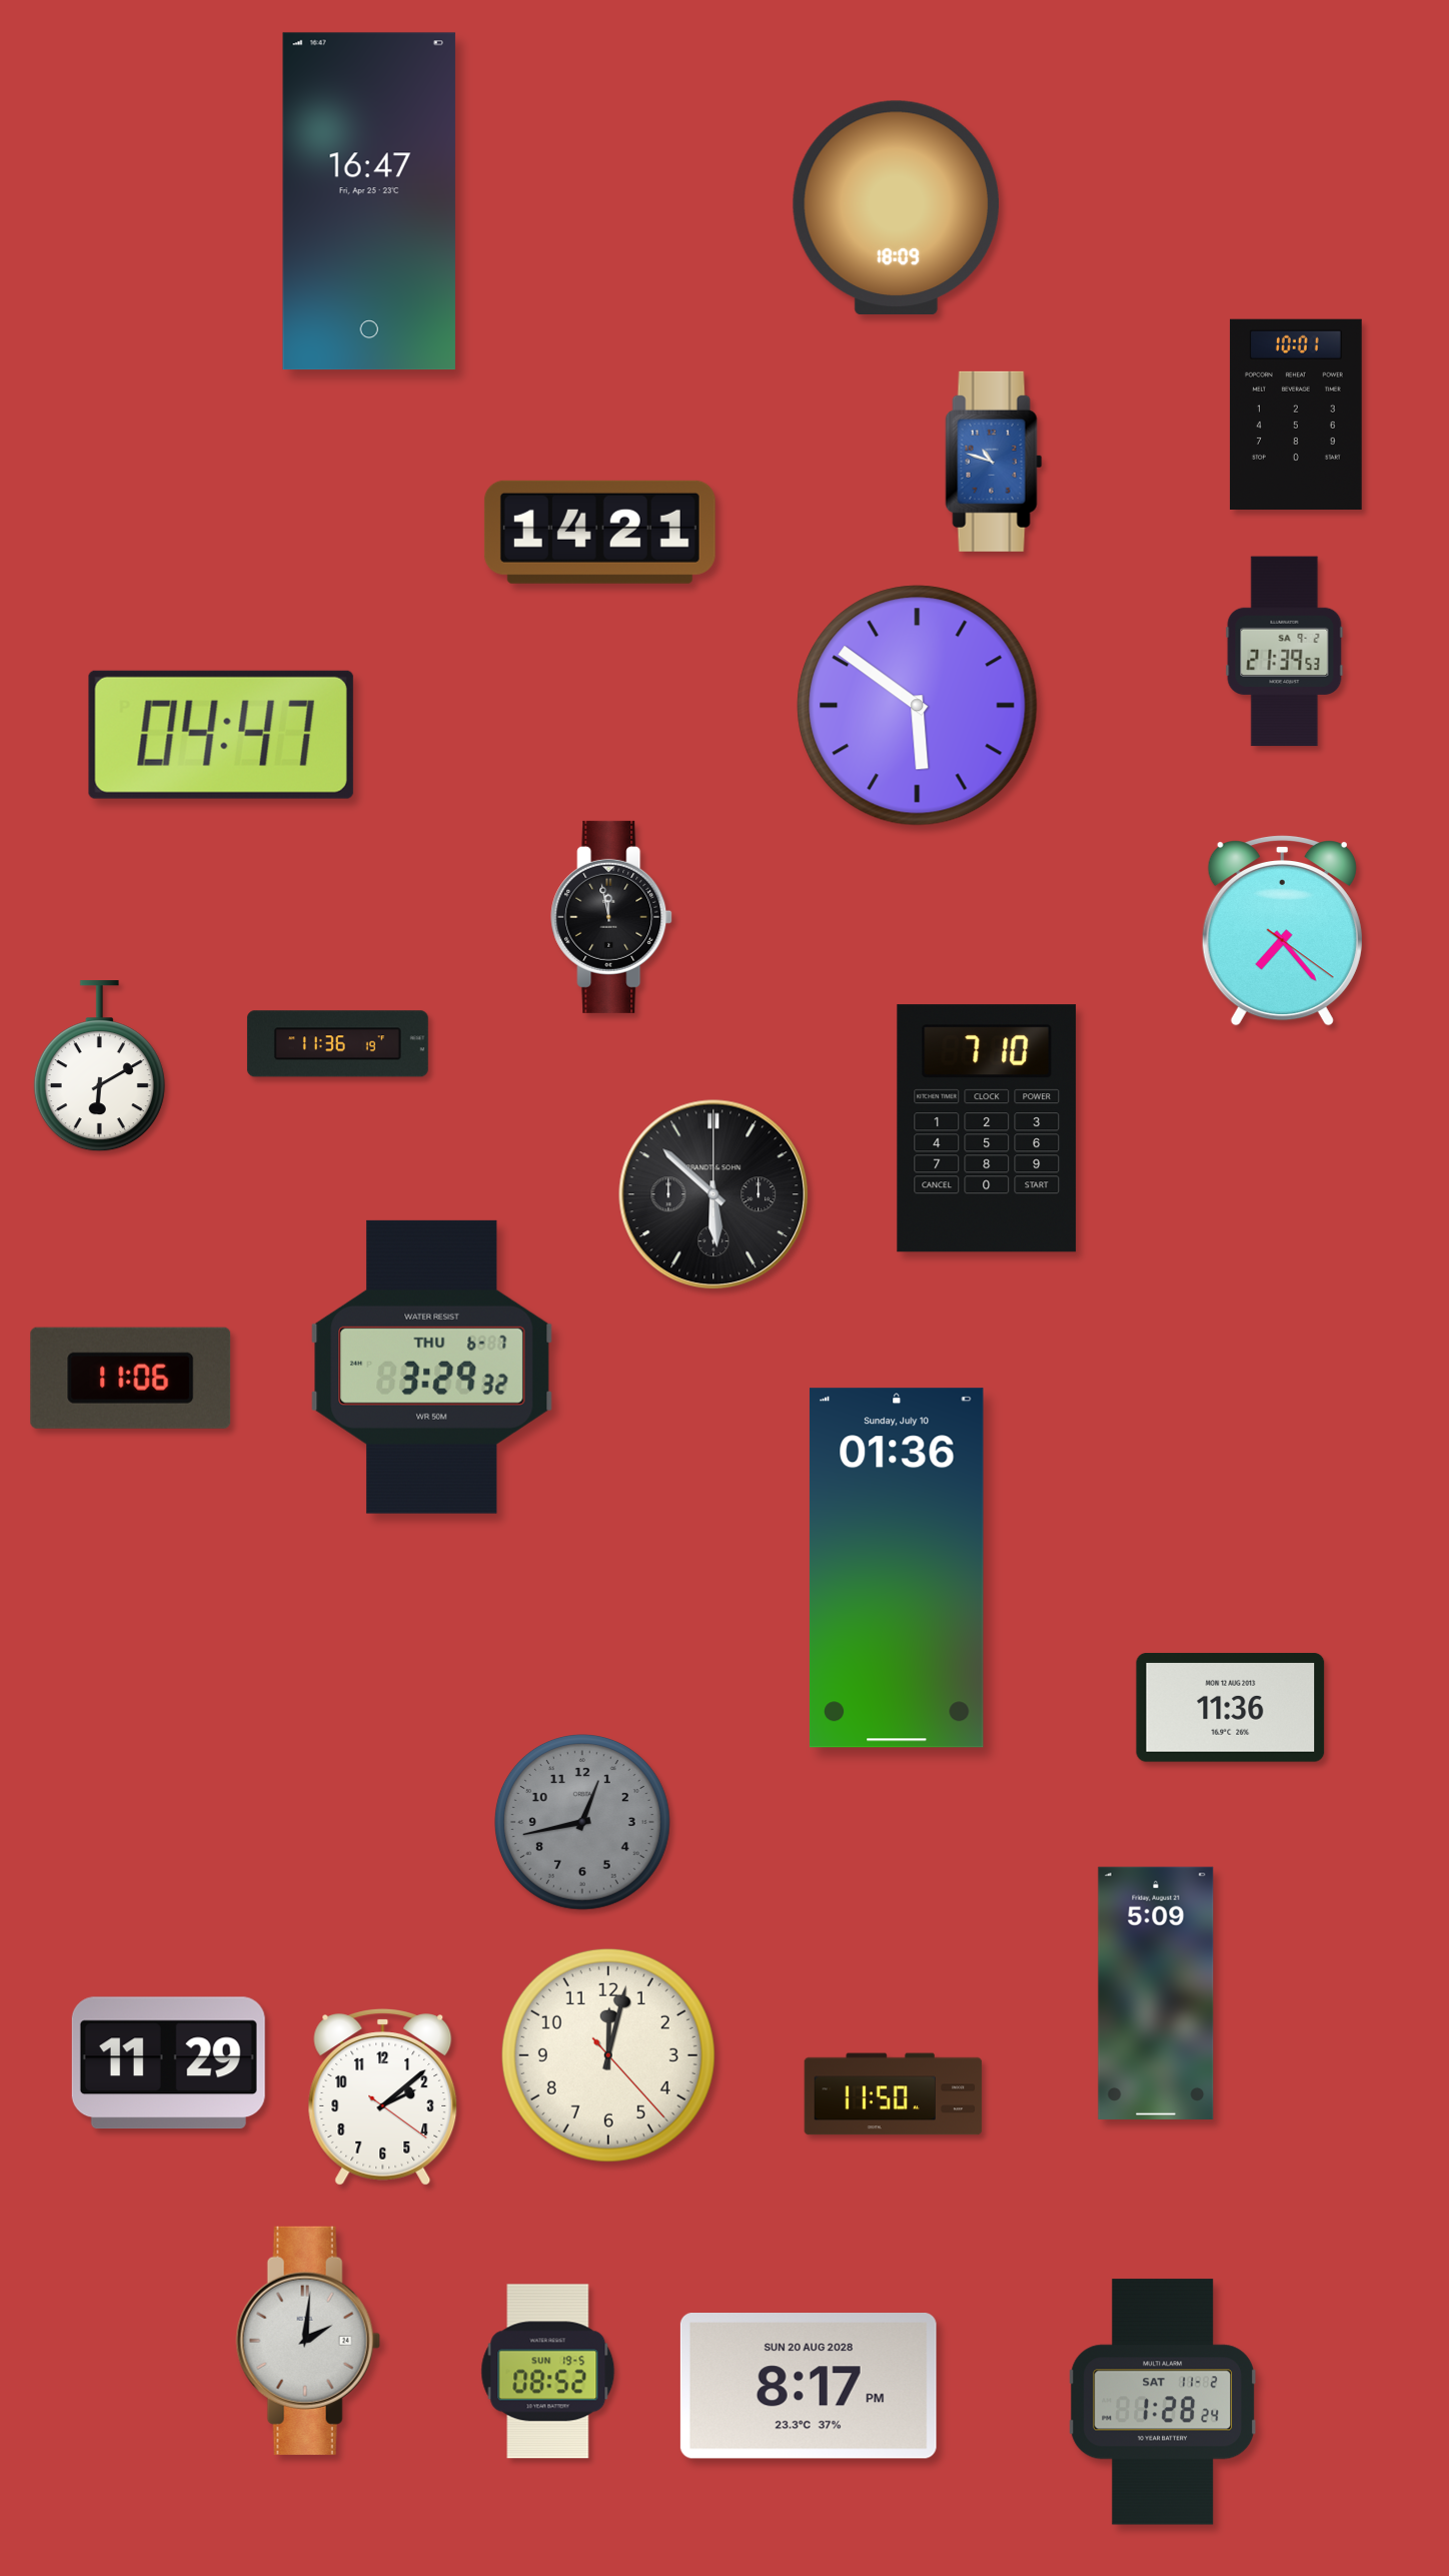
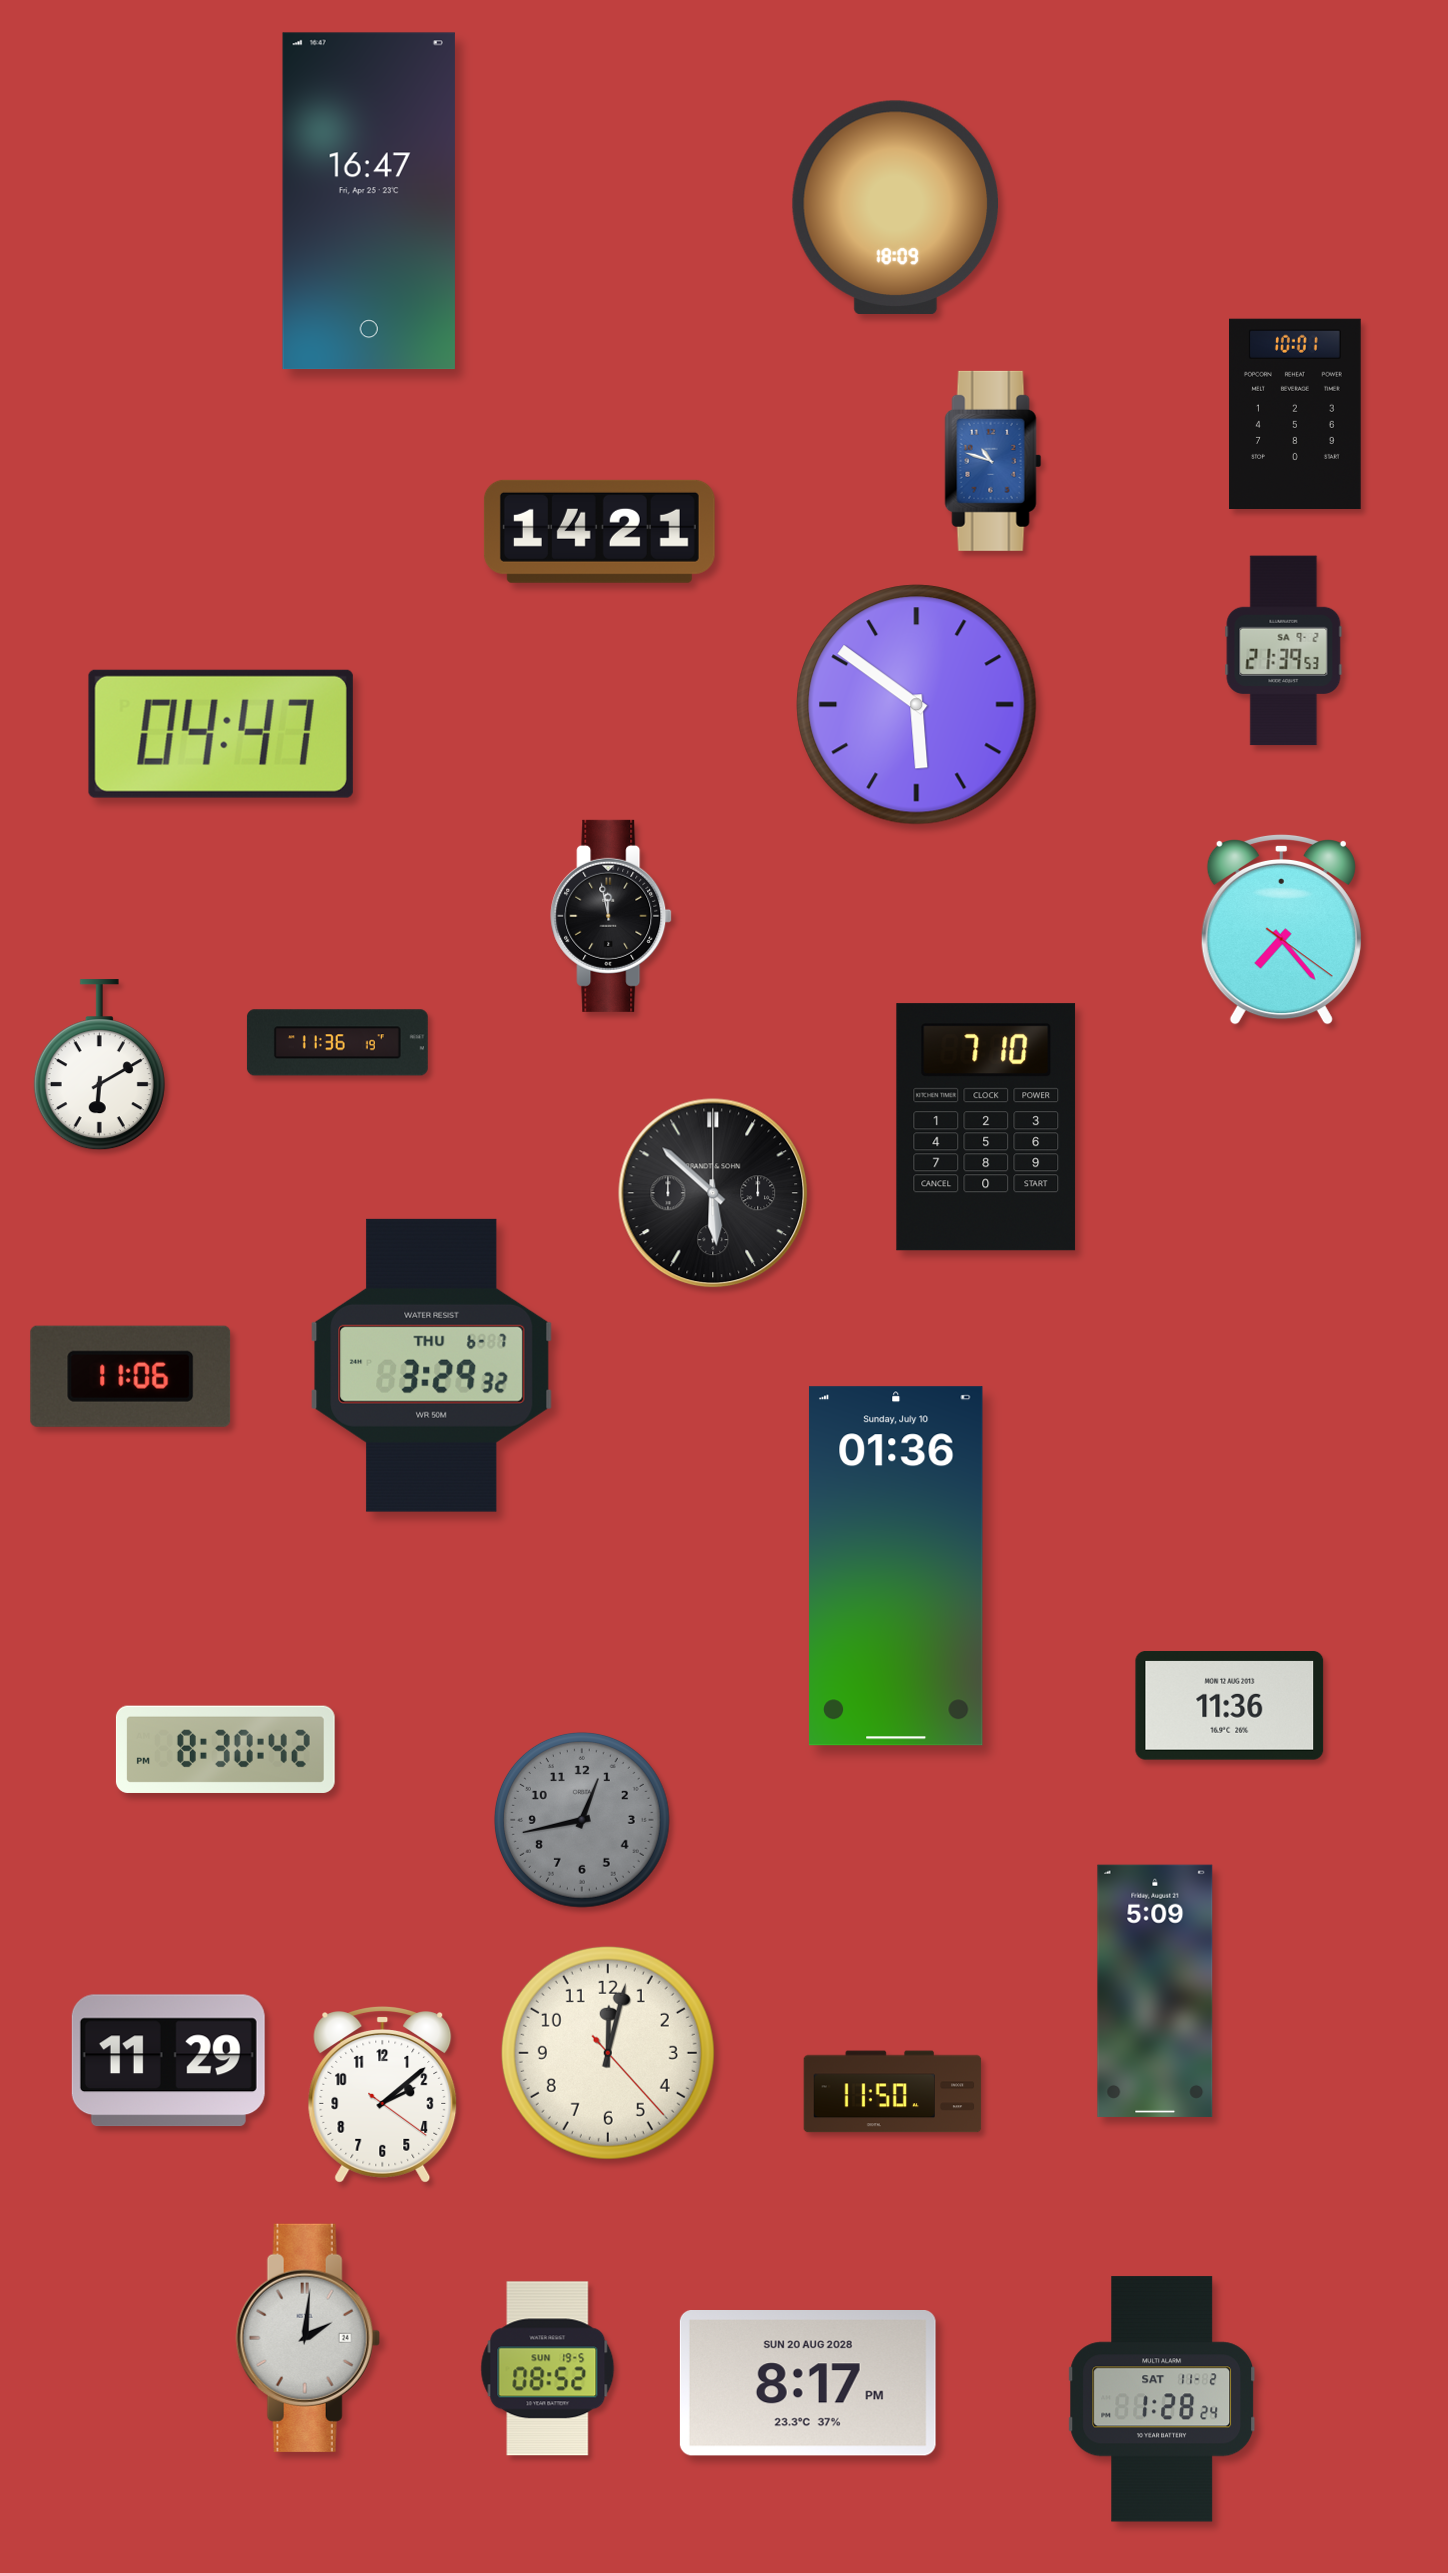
clock at (225, 1749): none -> 8:30
